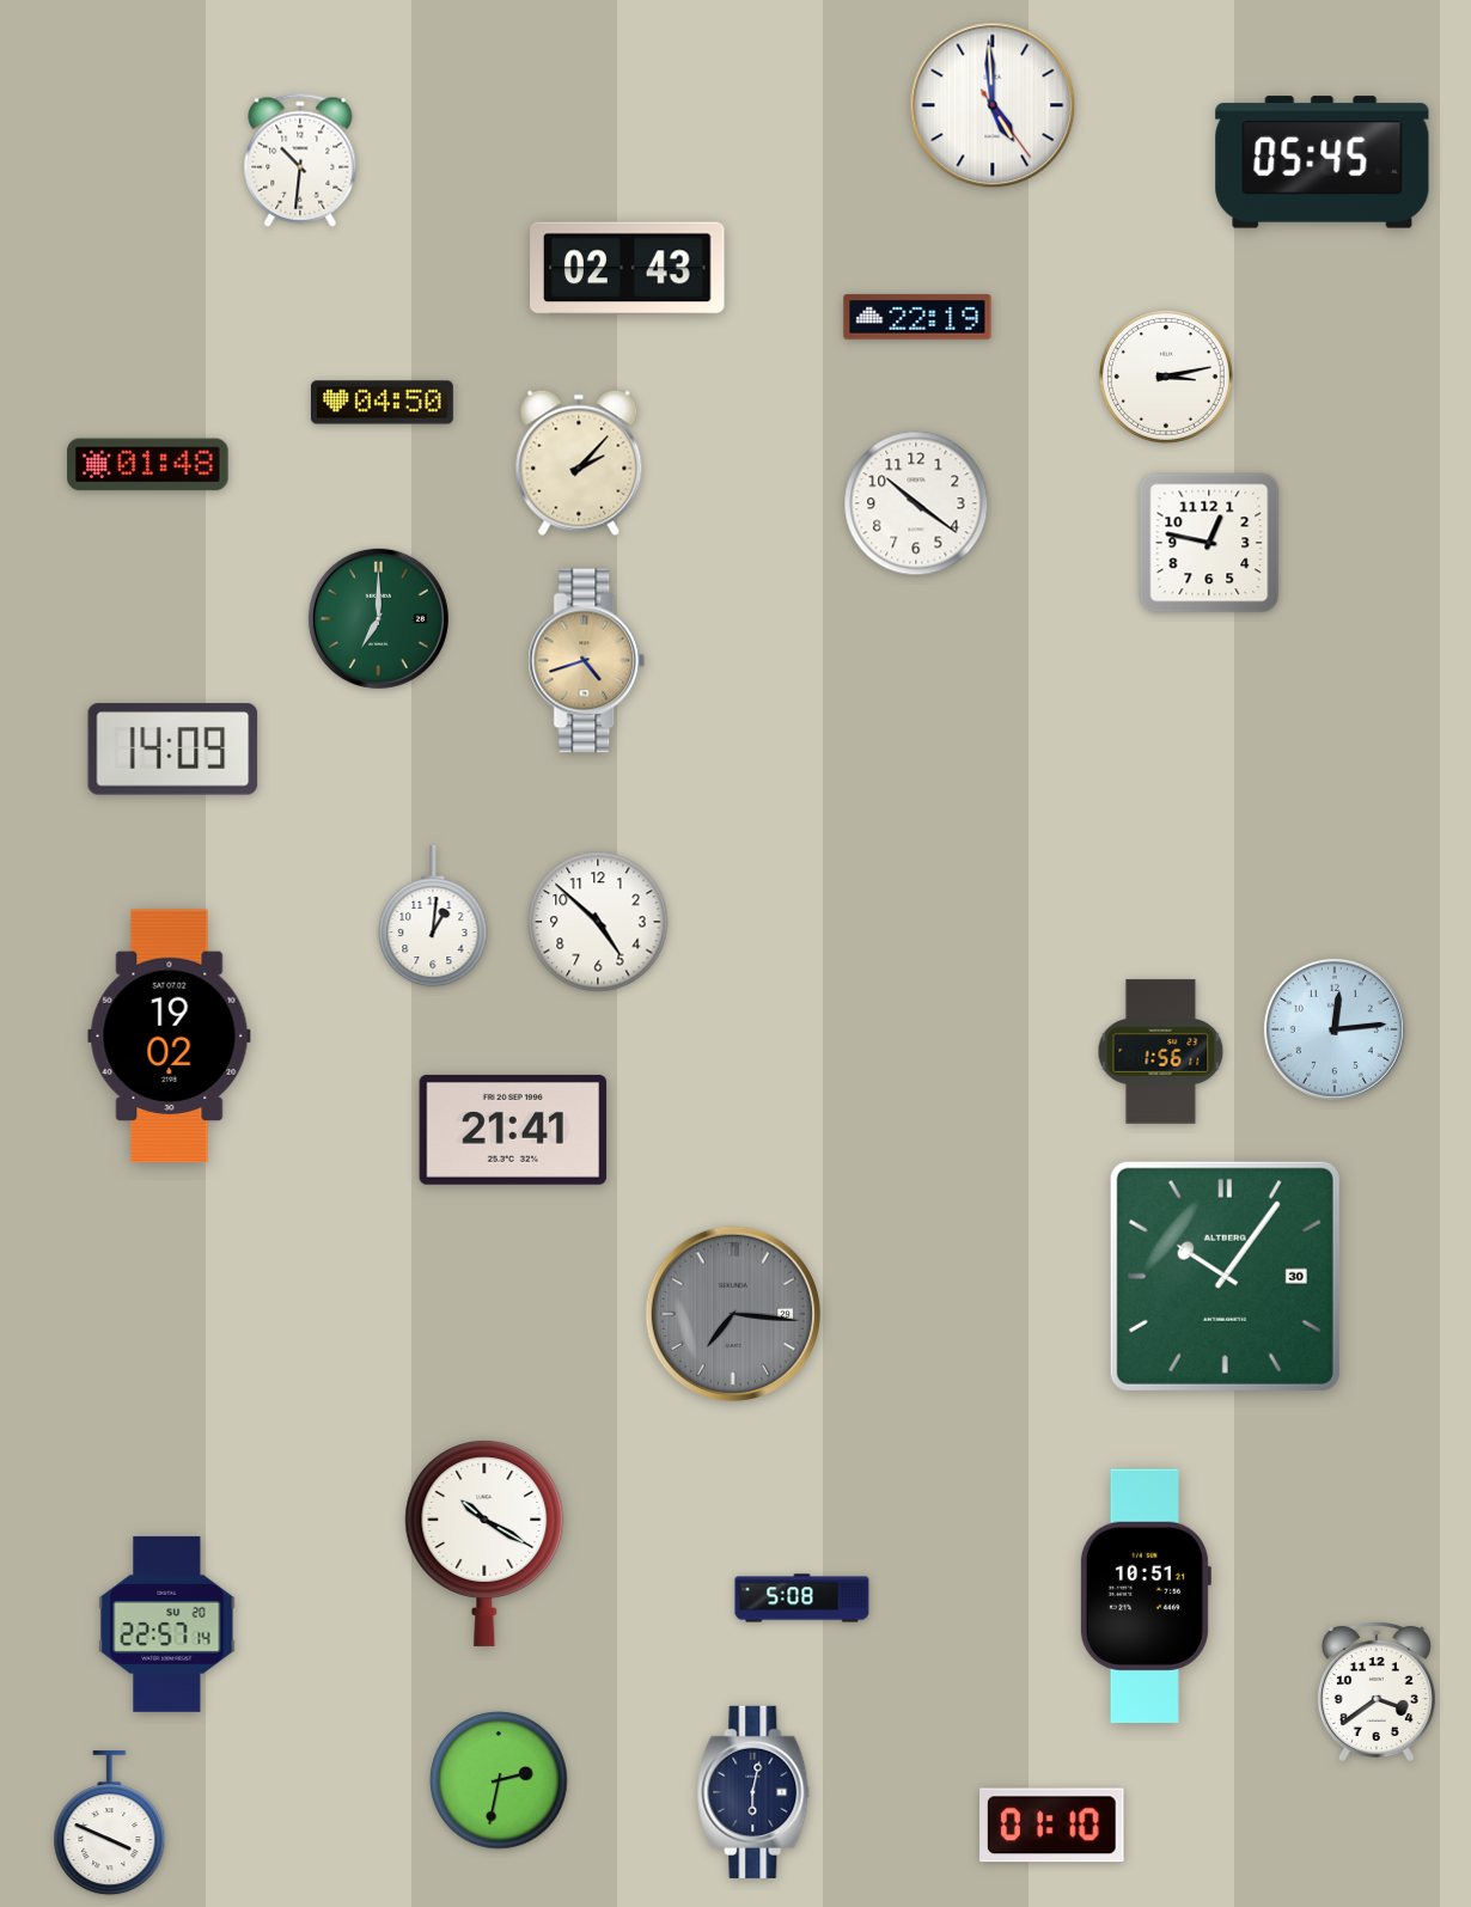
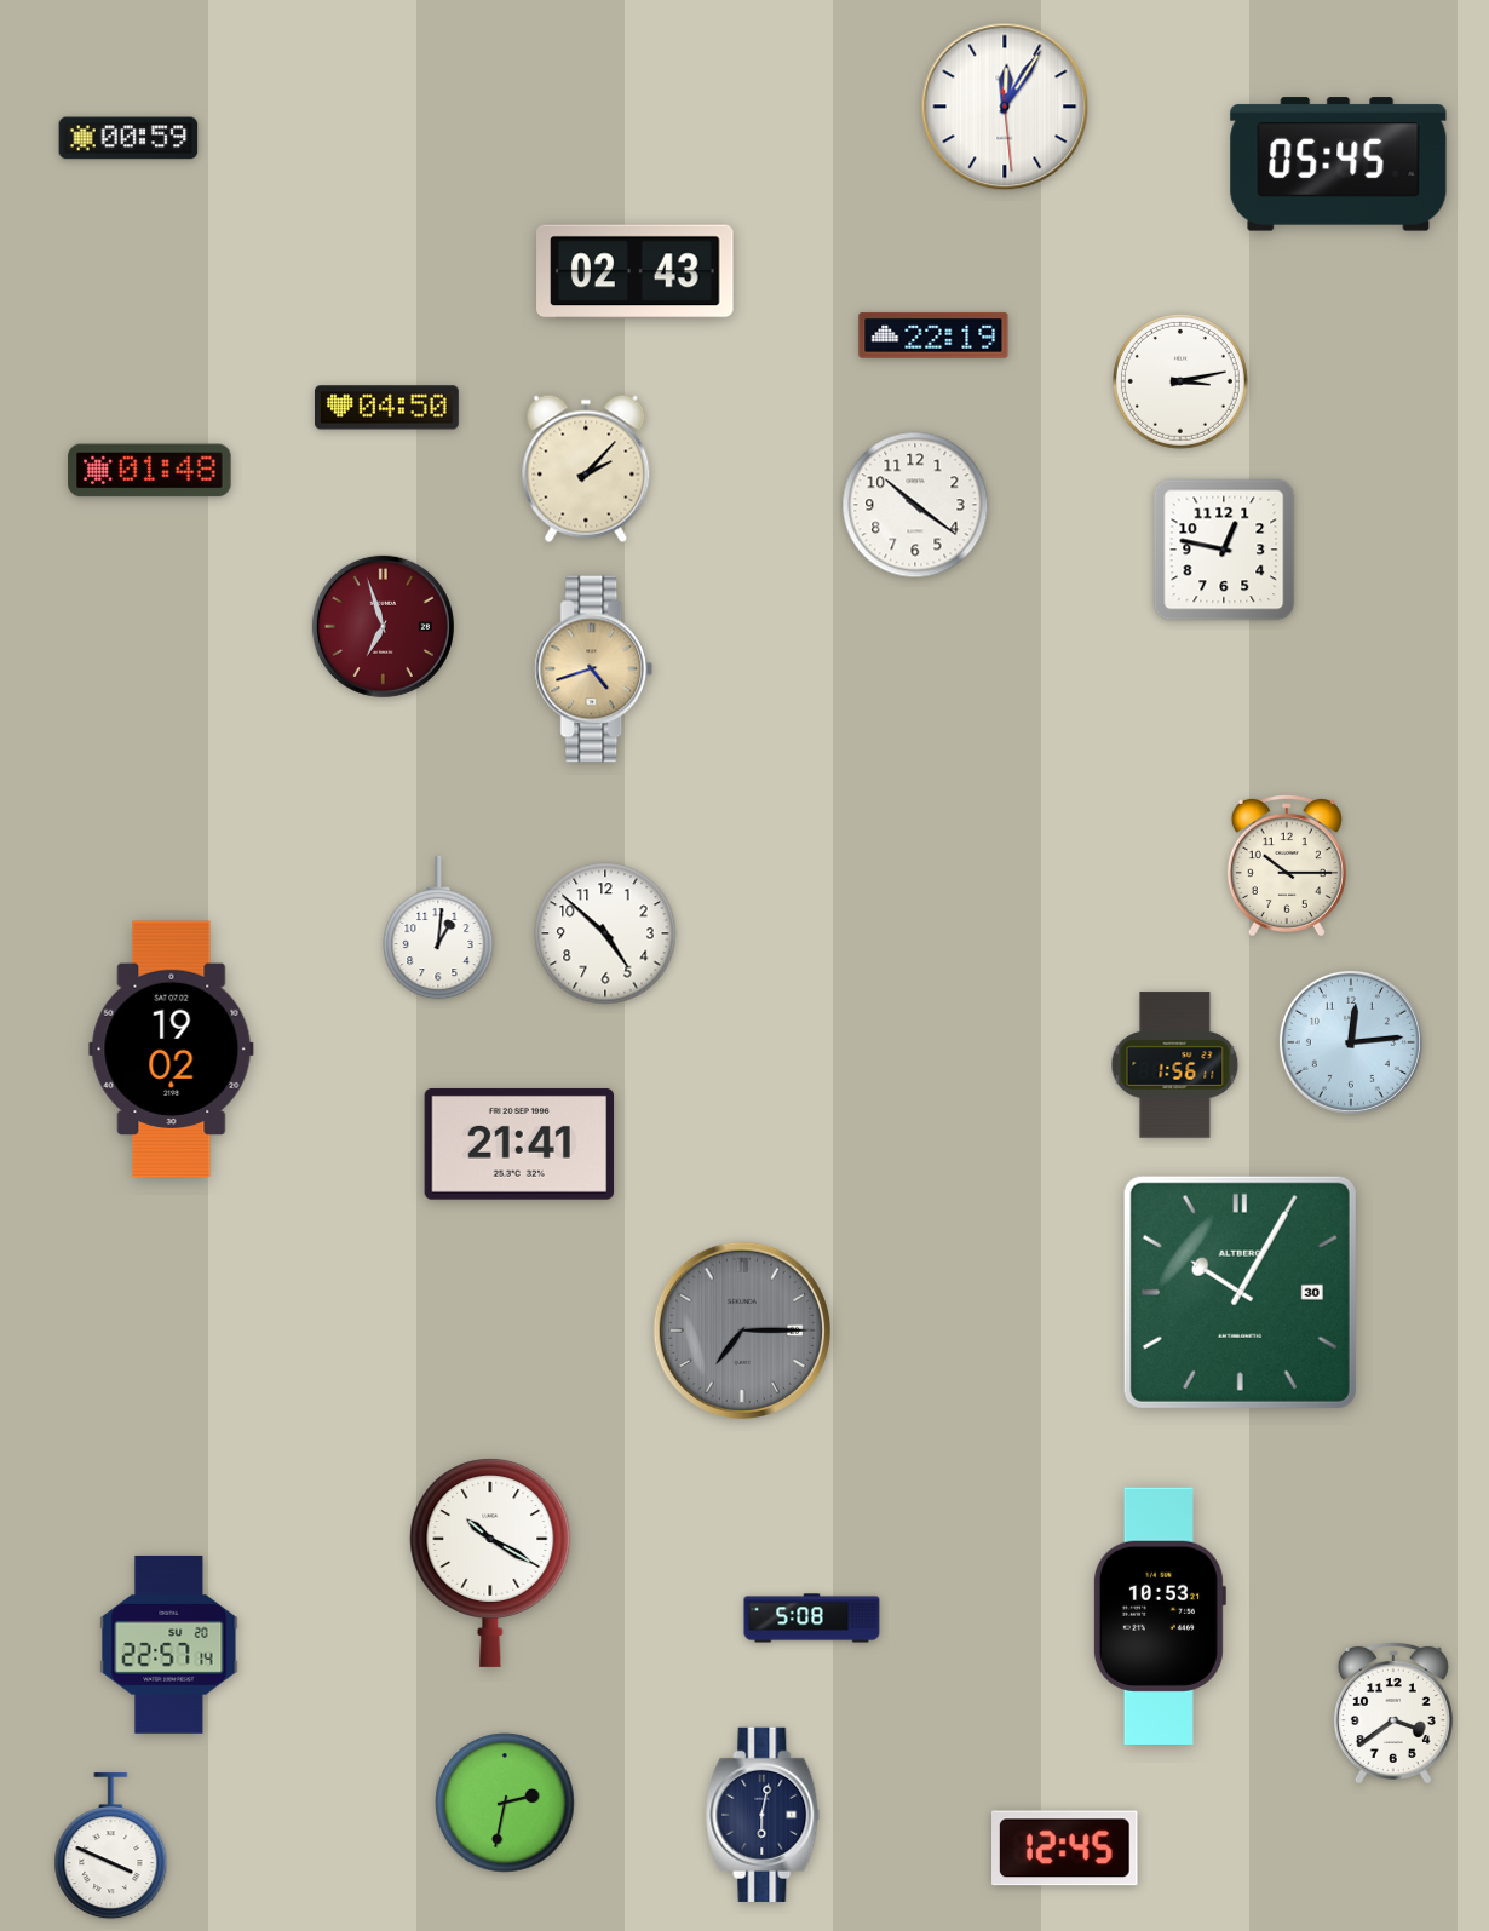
clock at (993, 105): 4:59 -> 12:05
clock at (128, 138): none -> 00:59
clock at (300, 160): 10:31 -> none
clock at (917, 317) position: (917, 317) -> (933, 335)
clock at (916, 503) position: (916, 503) -> (915, 505)
clock at (378, 618): 7:00 -> 6:57
clock at (378, 618) dial: green -> burgundy
clock at (173, 750): 14:09 -> none
clock at (1287, 864): none -> 10:15
clock at (1225, 1276): 10:06 -> 10:05
clock at (733, 1314): 7:16 -> 7:15
clock at (1145, 1596): 10:51 -> 10:53
clock at (1052, 1826): 01:10 -> 12:45
